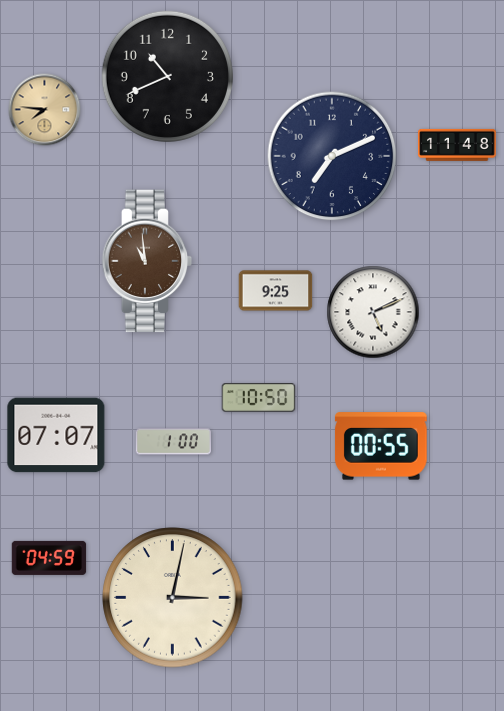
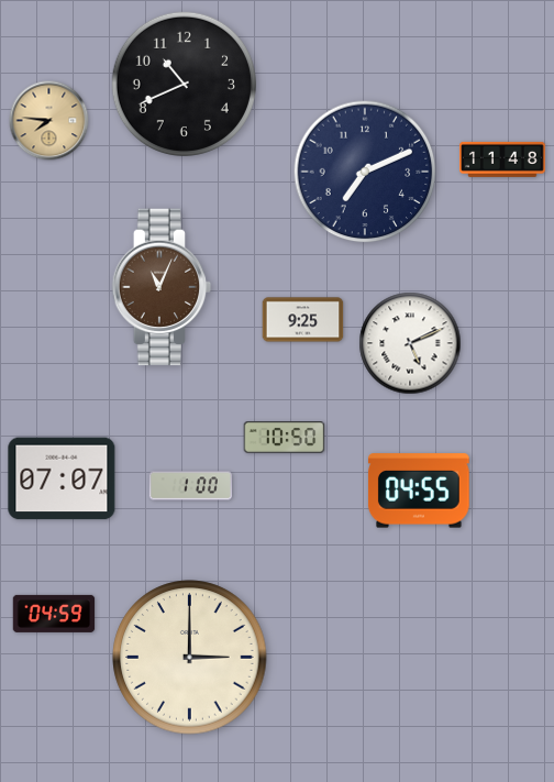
clock at (147, 261): 10:59 -> 11:04
clock at (381, 446): 00:55 -> 04:55
clock at (173, 598): 3:02 -> 3:00
